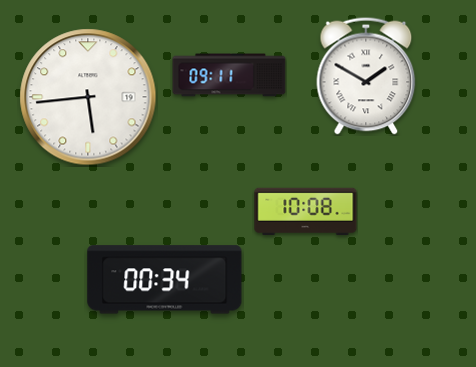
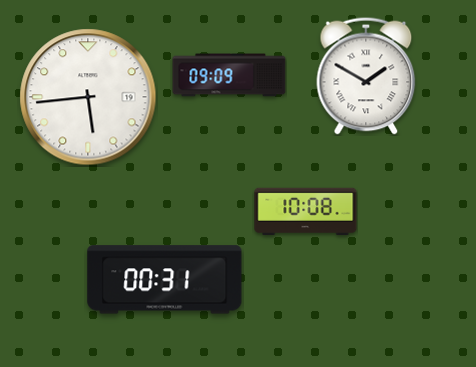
clock at (229, 75): 09:11 -> 09:09
clock at (165, 280): 00:34 -> 00:31
